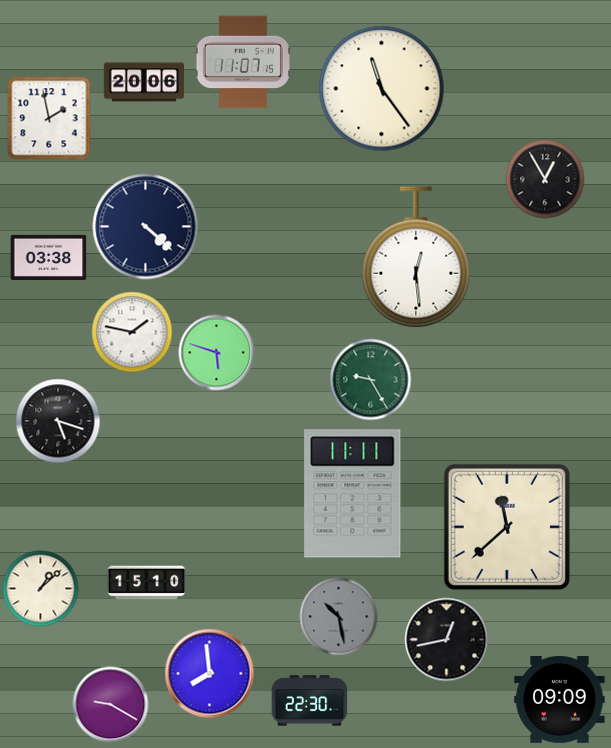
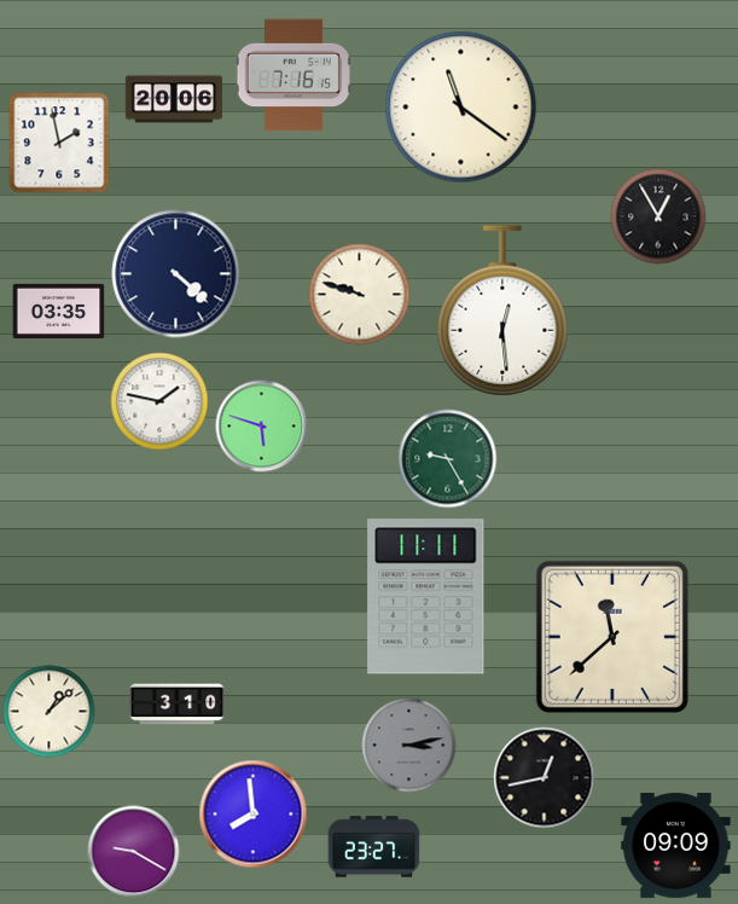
clock at (243, 62): 11:07 -> 7:16
clock at (382, 89): 11:24 -> 11:21
clock at (360, 295): none -> 9:48
clock at (49, 257): 03:38 -> 03:35
clock at (58, 421): 5:18 -> none
clock at (147, 583): 15:10 -> 3:10
clock at (339, 617): 10:28 -> 3:13
clock at (447, 640) position: (447, 640) -> (545, 778)
clock at (310, 701): 22:30 -> 23:27
